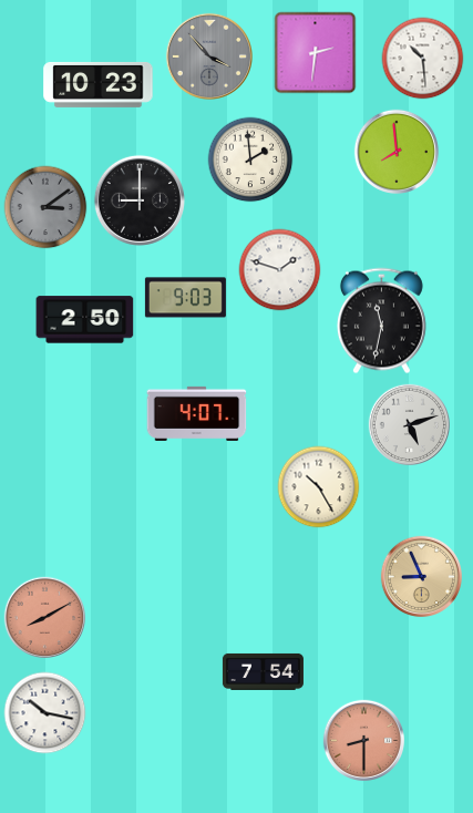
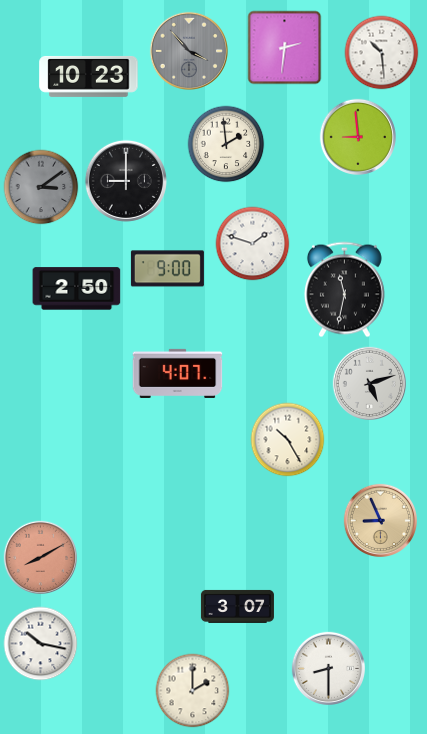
clock at (395, 151): 7:59 -> 8:59
clock at (185, 298): 9:03 -> 9:00
clock at (263, 671): 7:54 -> 3:07
clock at (363, 740) dial: salmon -> white
clock at (193, 691): none -> 2:00
